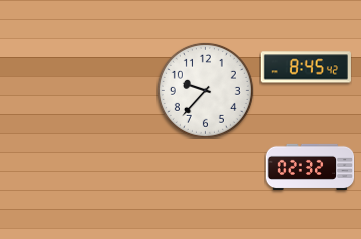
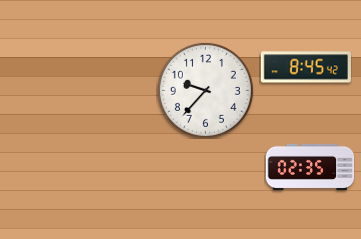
clock at (310, 166): 02:32 -> 02:35
